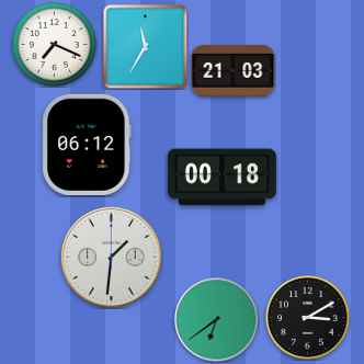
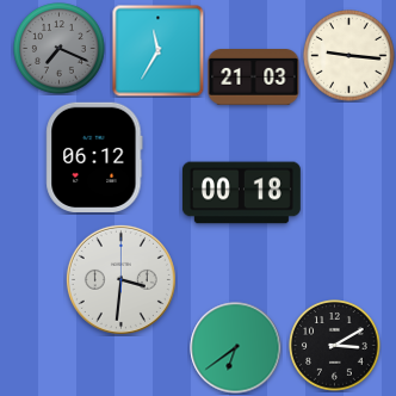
clock at (55, 45) dial: white -> grey
clock at (349, 56): none -> 9:16
clock at (111, 257): 1:31 -> 3:31
